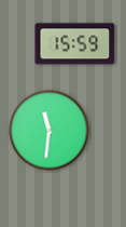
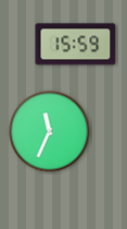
clock at (50, 131): 11:31 -> 11:34
